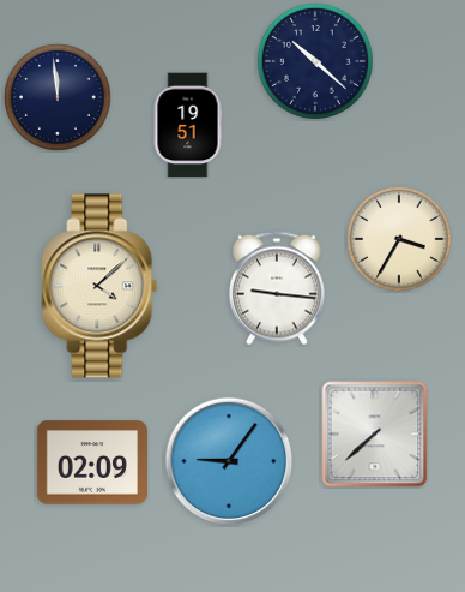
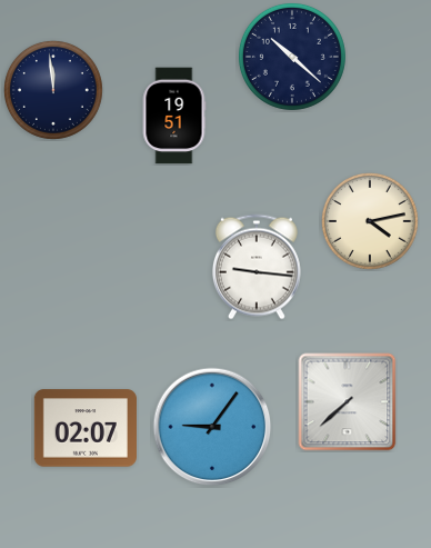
clock at (400, 240): 3:35 -> 4:13
clock at (99, 286): 4:08 -> none
clock at (92, 462): 02:09 -> 02:07
